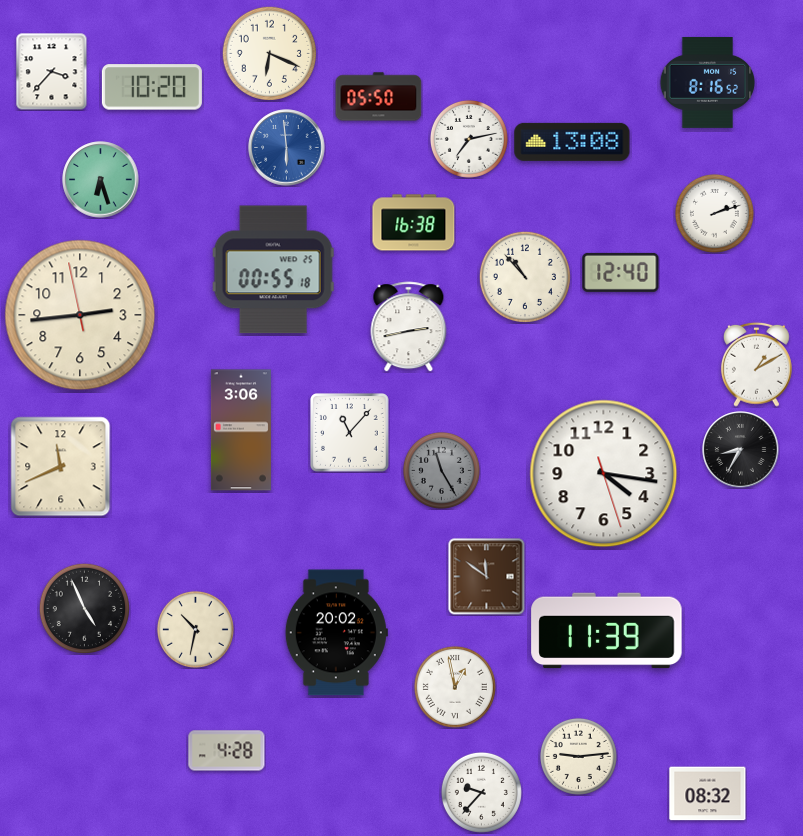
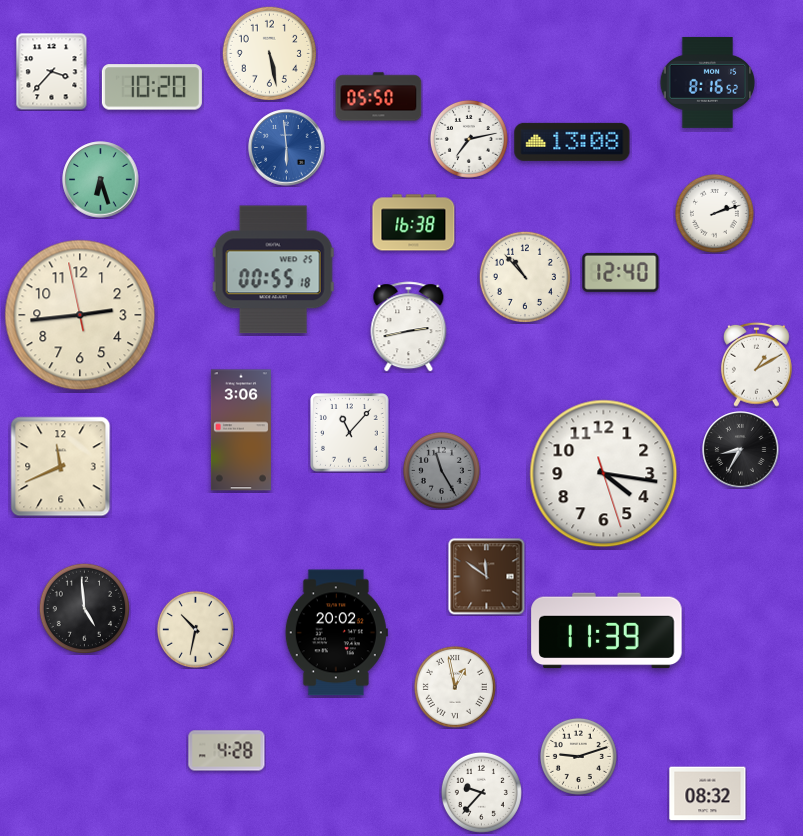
clock at (269, 53): 6:19 -> 5:28
clock at (84, 608): 4:56 -> 4:59
clock at (578, 756): 9:14 -> 9:12
